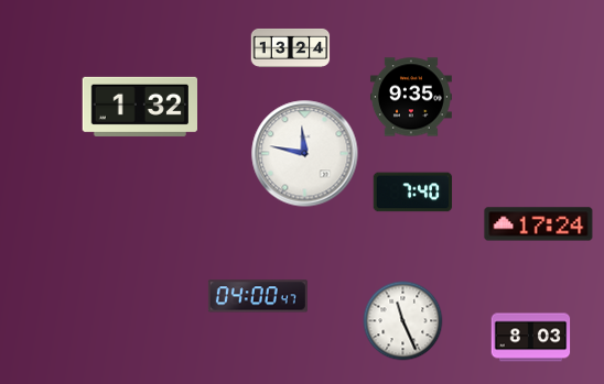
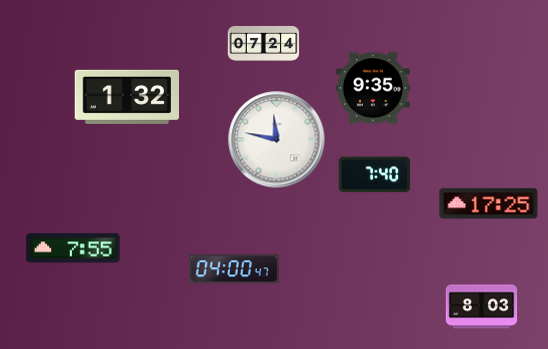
clock at (291, 47): 13:24 -> 07:24
clock at (539, 224): 17:24 -> 17:25
clock at (73, 248): none -> 7:55
clock at (403, 321): 11:26 -> none
